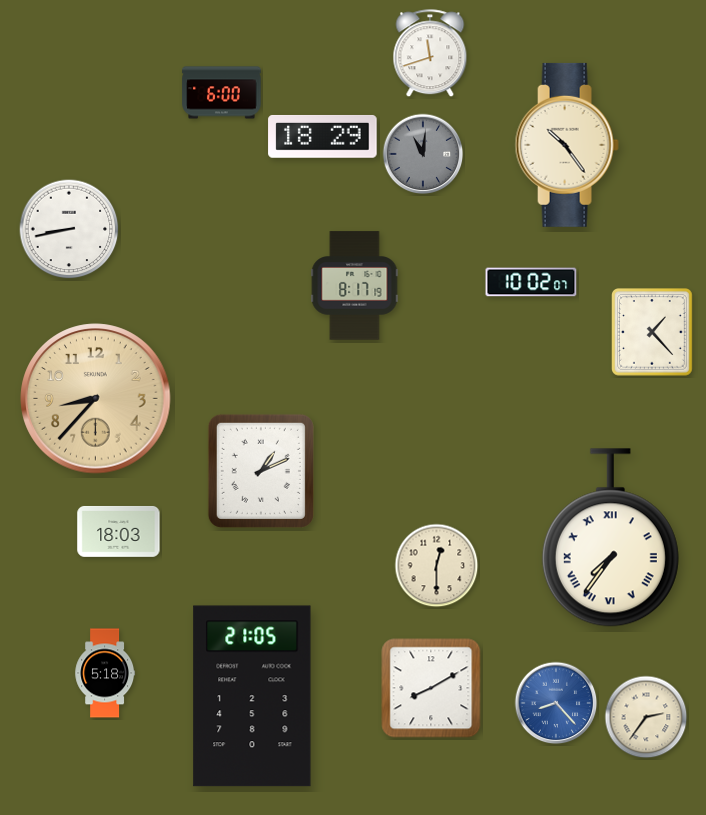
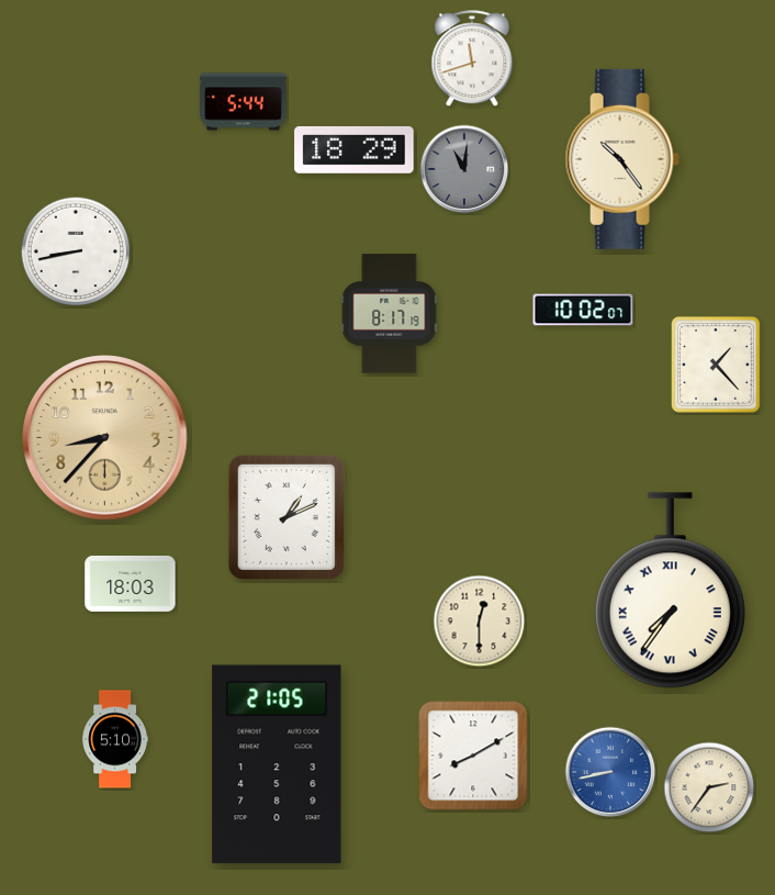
clock at (222, 93): 6:00 -> 5:44
clock at (105, 673): 5:18 -> 5:10
clock at (556, 703): 8:23 -> 8:43
